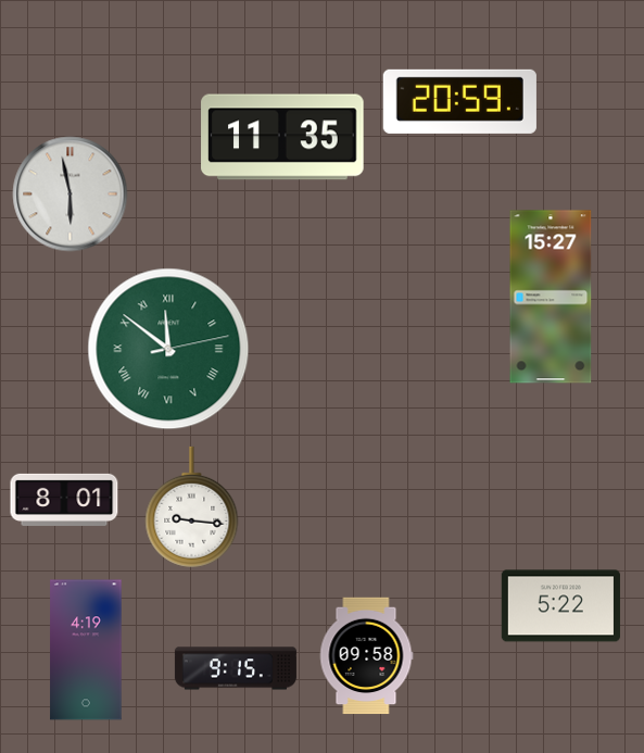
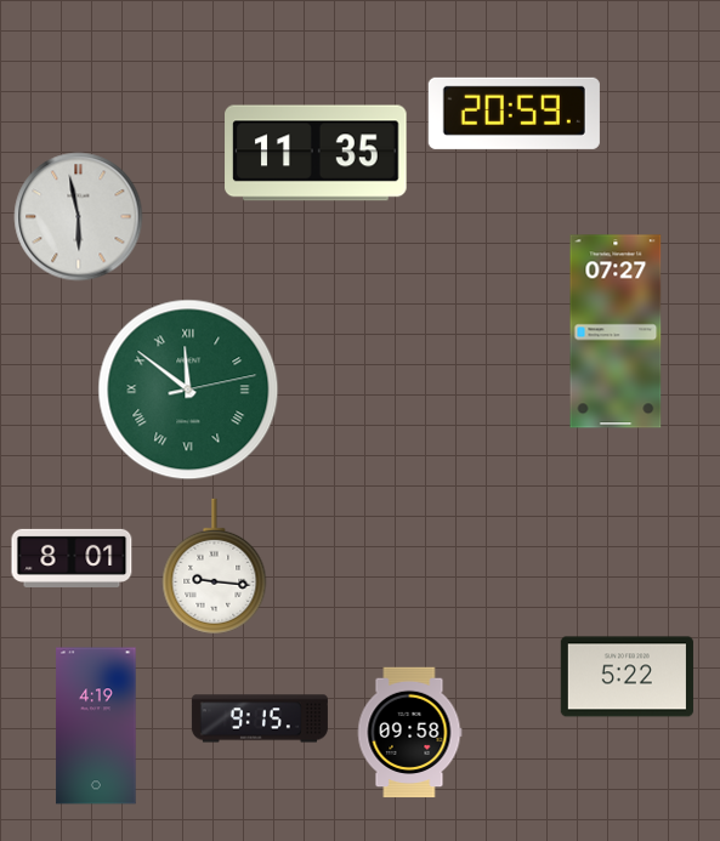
clock at (551, 297): 15:27 -> 07:27
clock at (236, 668) position: (236, 668) -> (260, 718)
